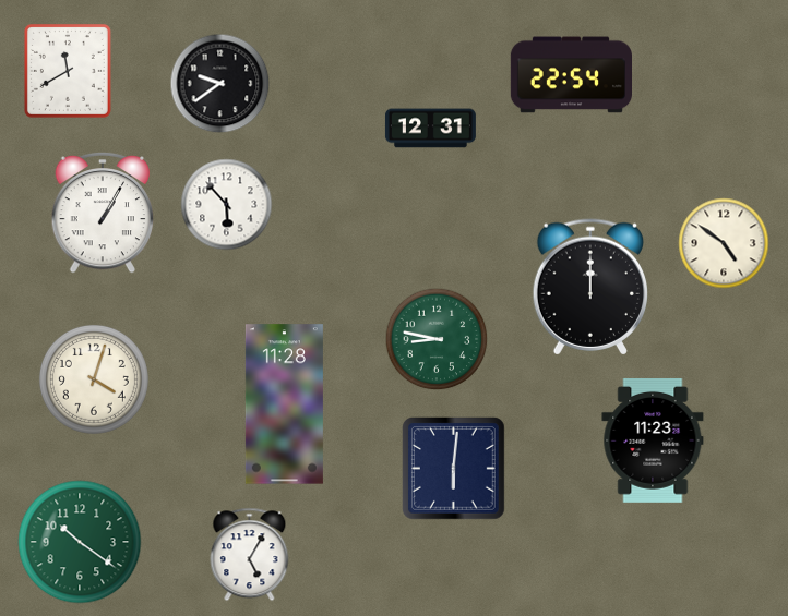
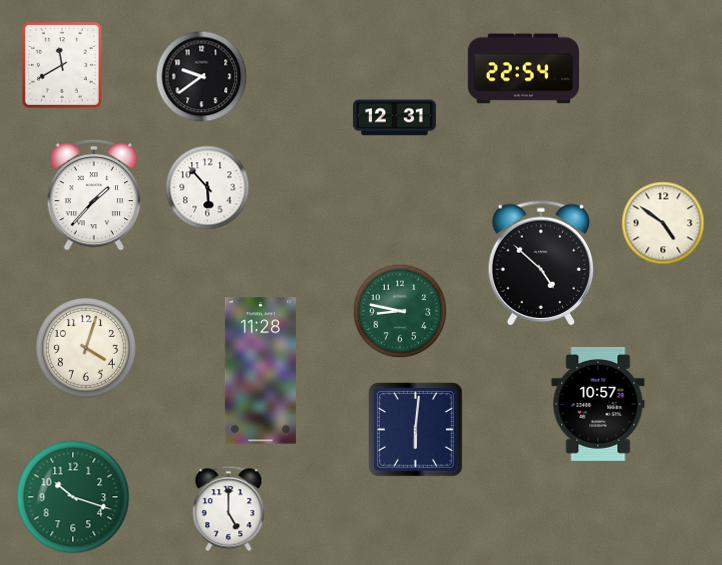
clock at (103, 213): 1:05 -> 1:37
clock at (589, 287): 12:00 -> 4:52
clock at (653, 440): 11:23 -> 10:57
clock at (80, 542): 10:21 -> 10:18
clock at (250, 555): 5:05 -> 5:00
